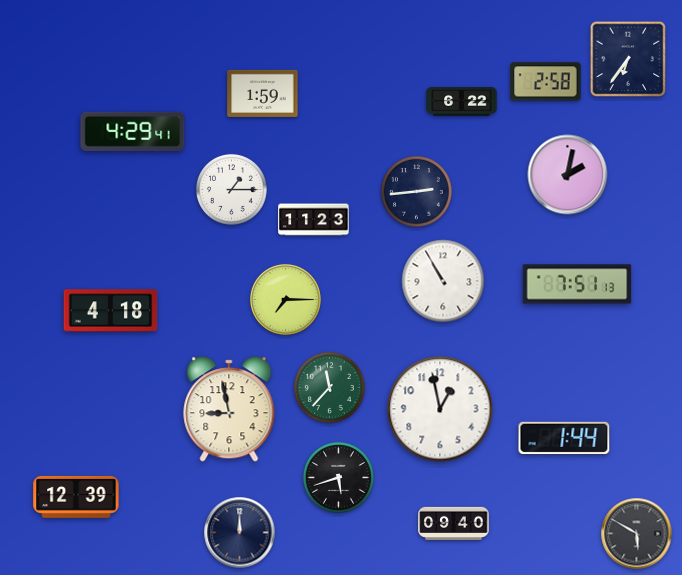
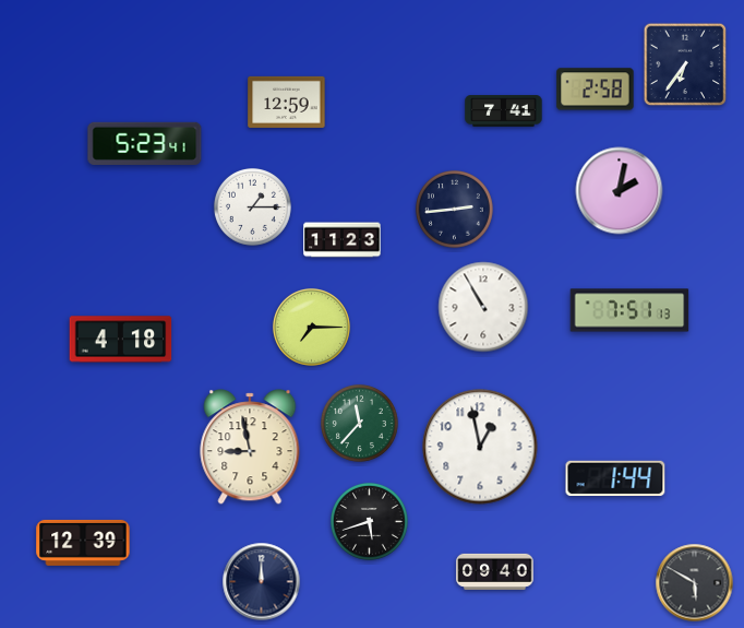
clock at (263, 93): 1:59 -> 12:59
clock at (462, 102): 6:22 -> 7:41
clock at (133, 131): 4:29 -> 5:23
